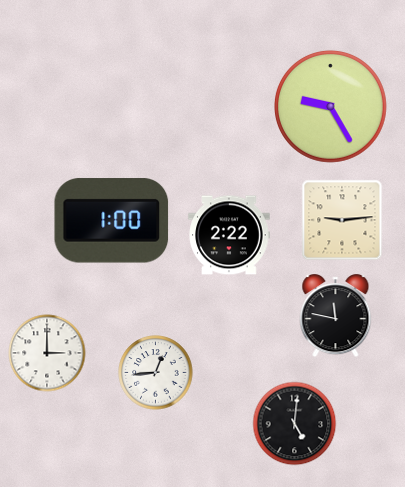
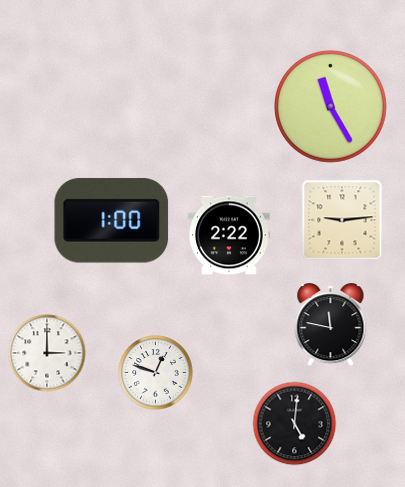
clock at (331, 107): 9:25 -> 11:25
clock at (336, 316) position: (336, 316) -> (331, 325)
clock at (156, 373): 12:44 -> 12:48
